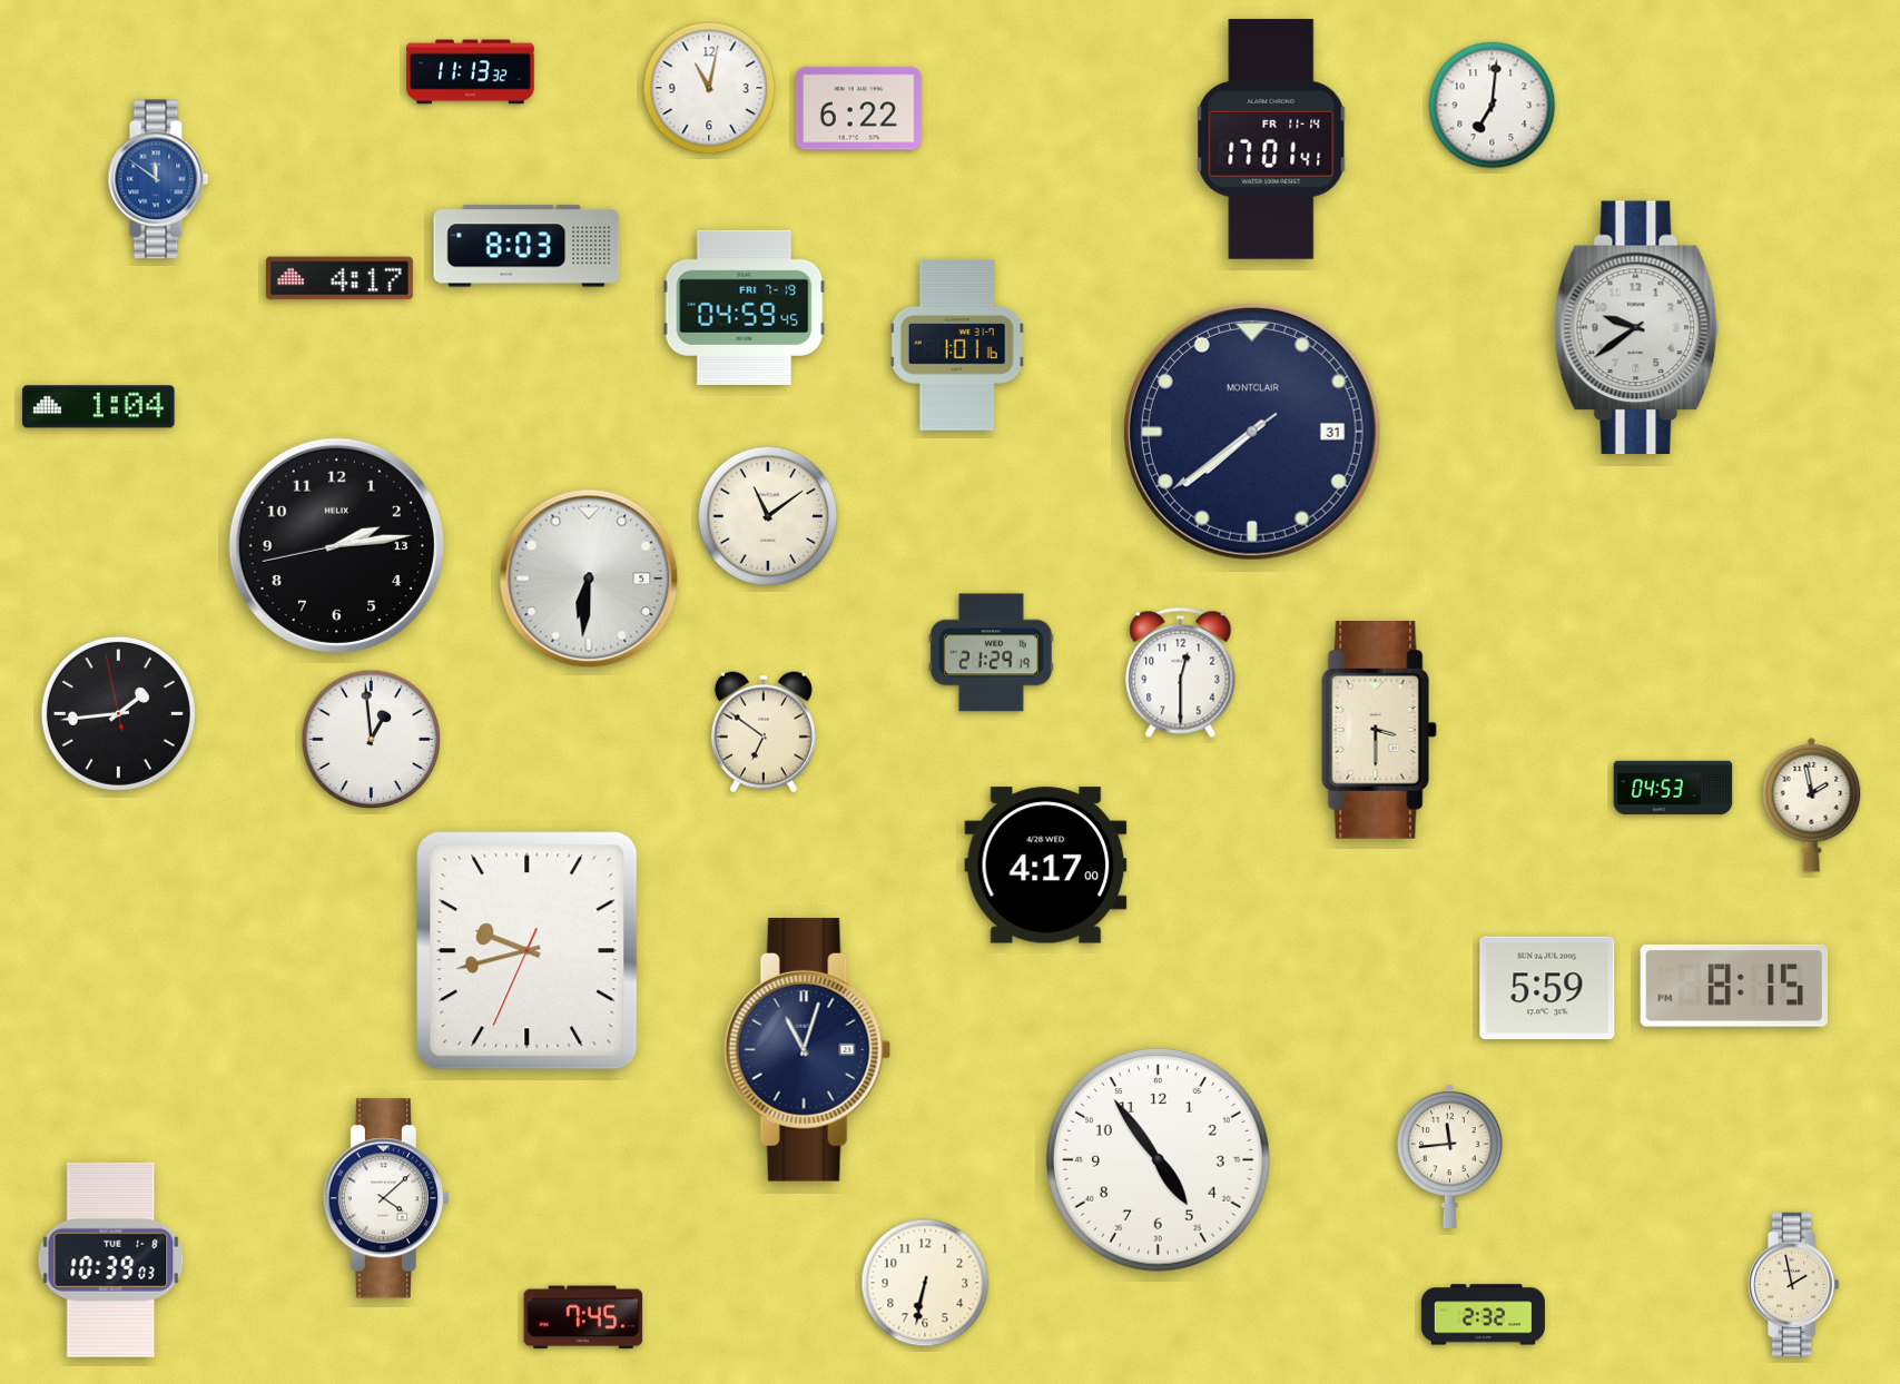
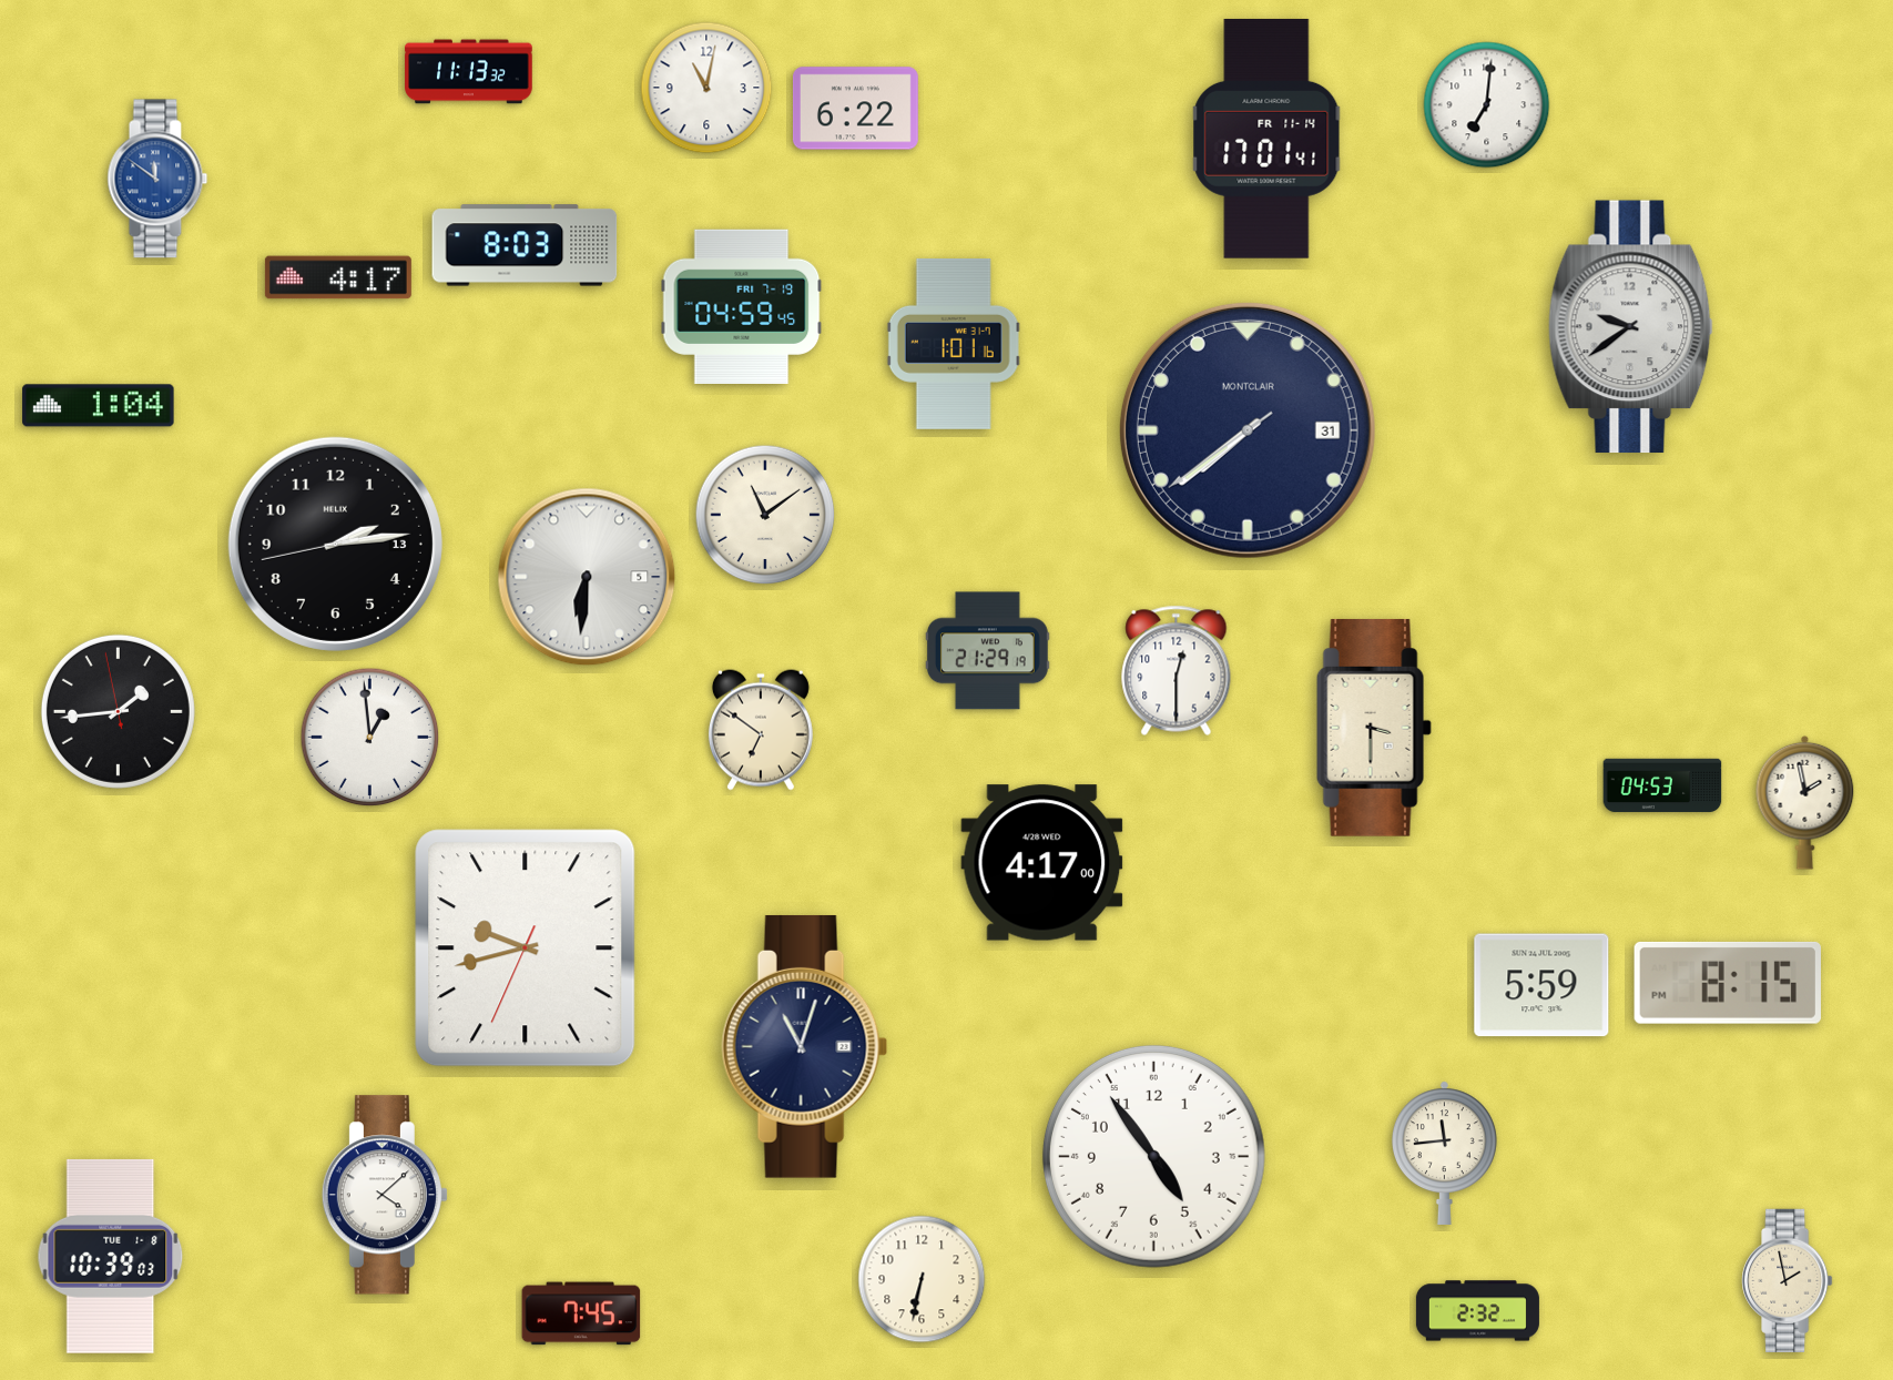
clock at (1673, 788) position: (1673, 788) -> (1662, 785)
